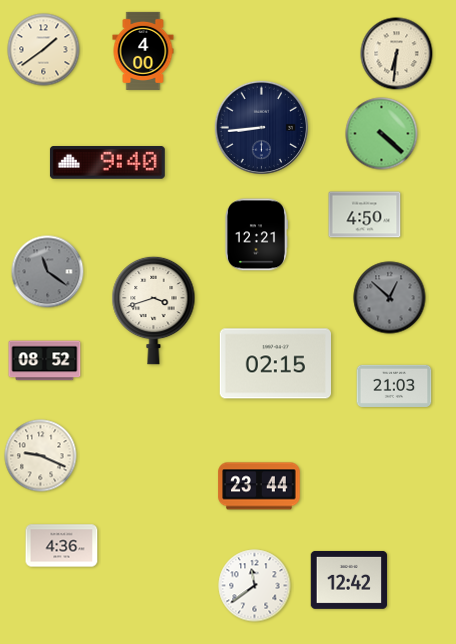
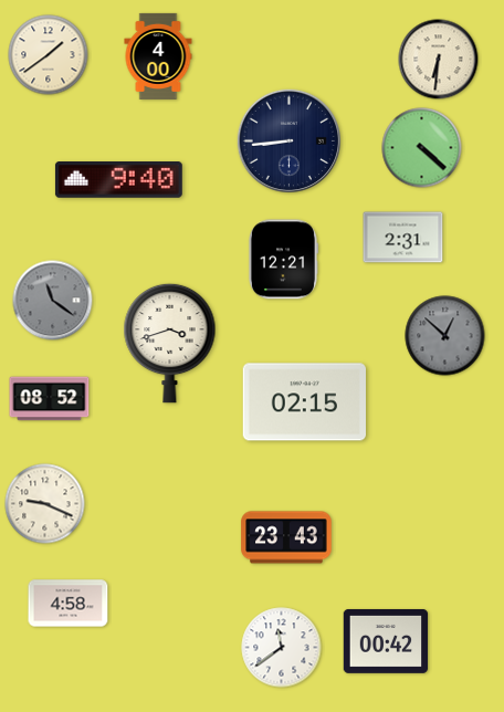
clock at (365, 215): 4:50 -> 2:31
clock at (390, 298) position: (390, 298) -> (445, 336)
clock at (394, 386): 21:03 -> none
clock at (259, 486): 23:44 -> 23:43
clock at (62, 546): 4:36 -> 4:58
clock at (349, 580): 12:42 -> 00:42
